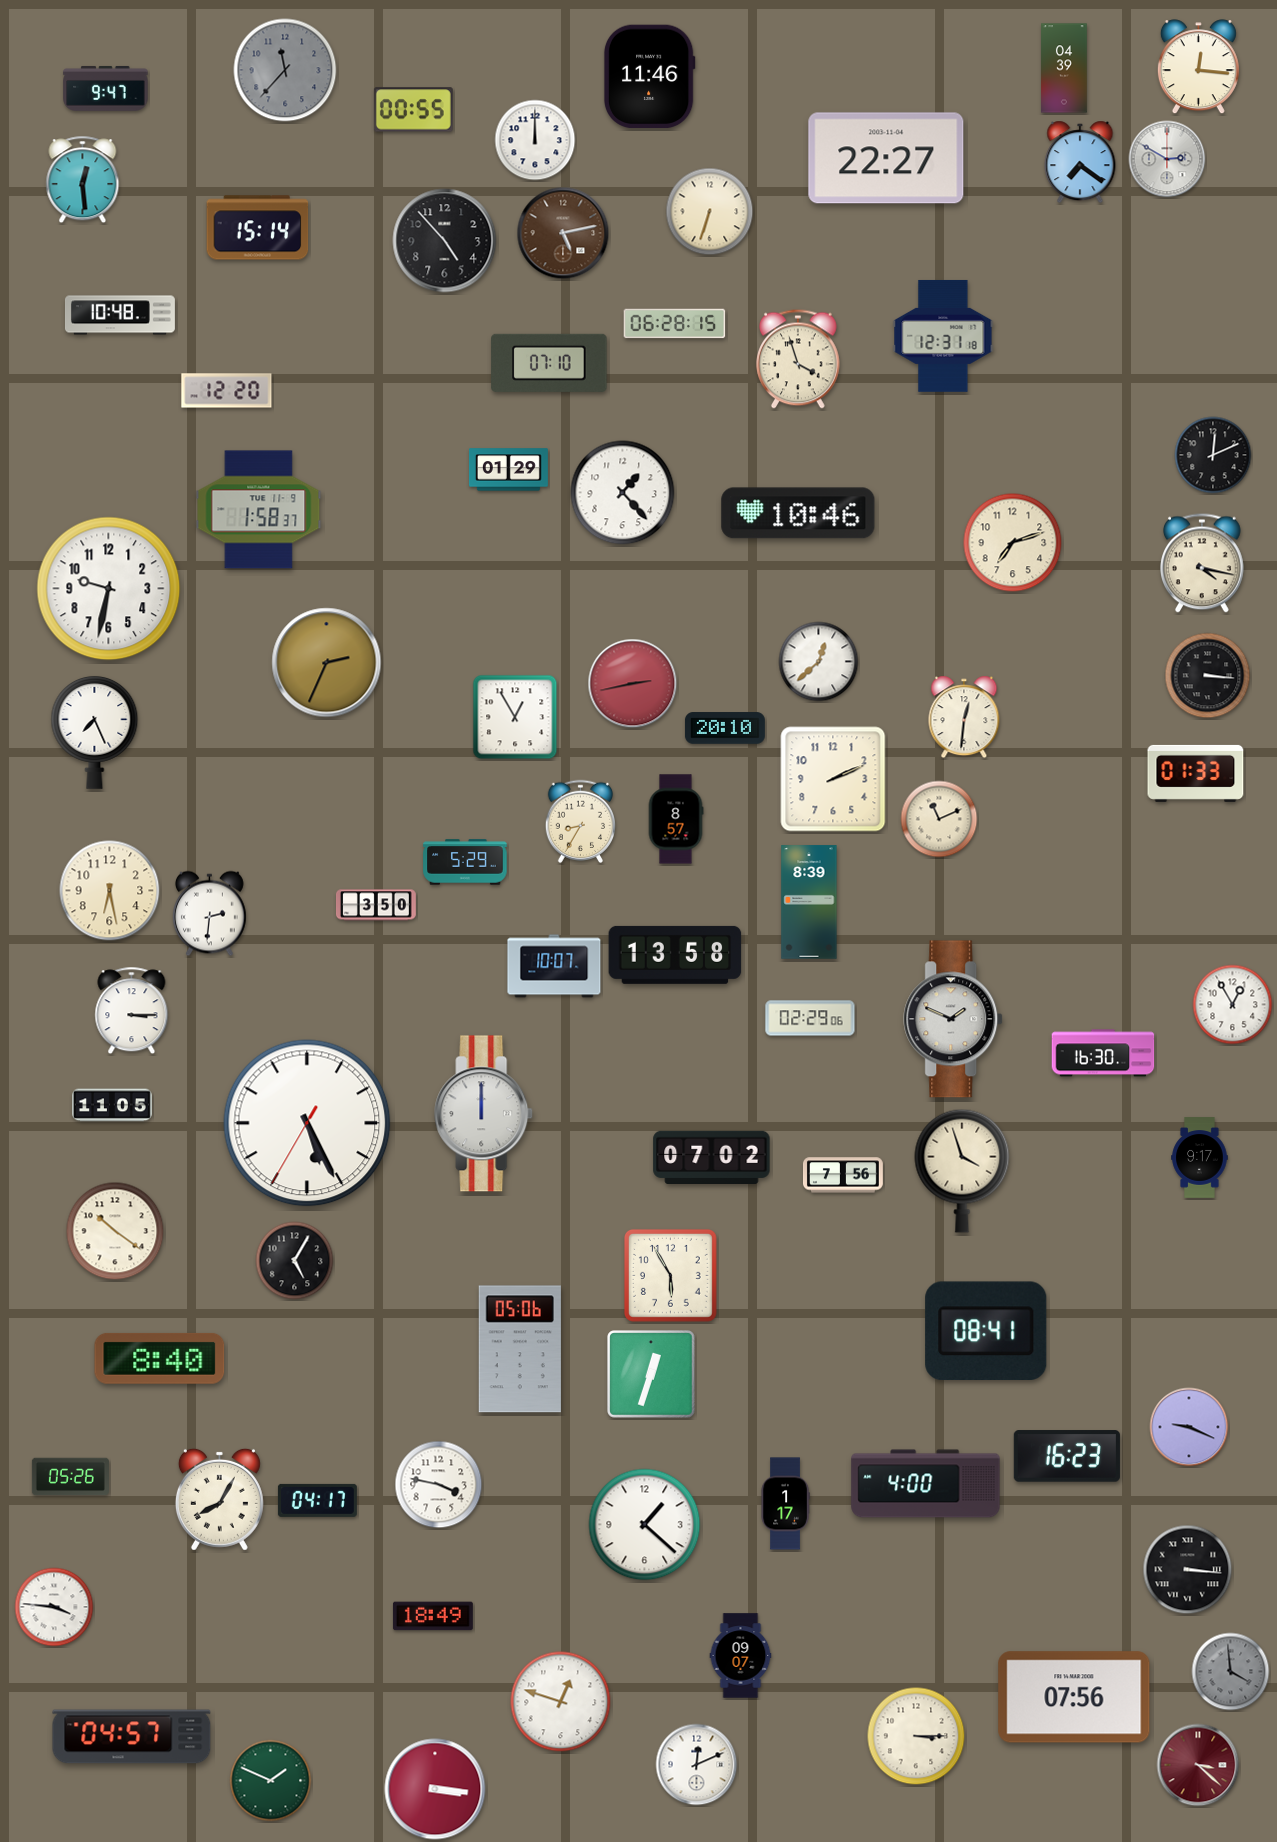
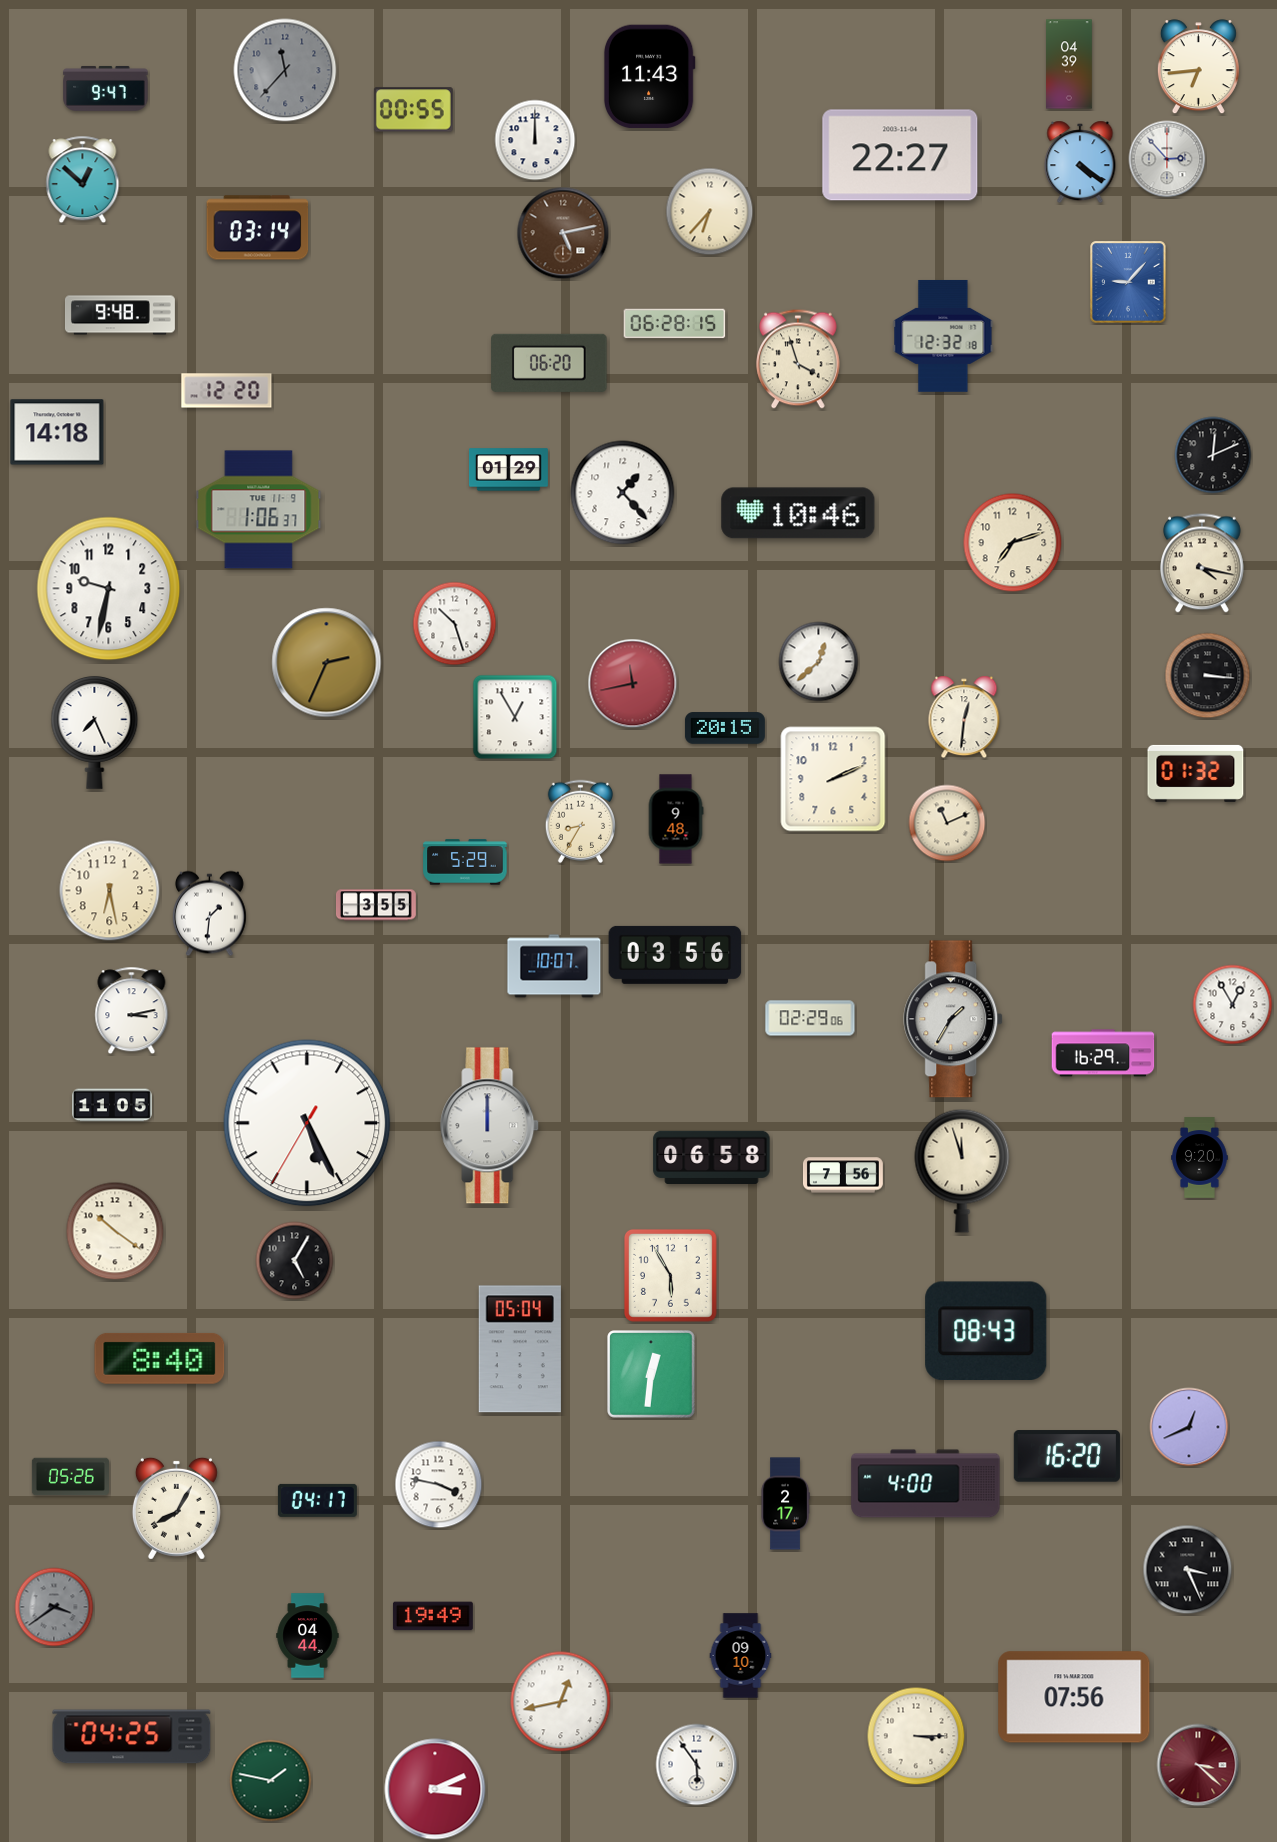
clock at (1198, 67): 12:16 -> 6:44
clock at (1064, 68) position: (1064, 68) -> (1069, 64)
clock at (649, 77): 11:46 -> 11:43
clock at (886, 158) position: (886, 158) -> (900, 155)
clock at (1167, 159): 2:50 -> 2:53
clock at (1080, 162): 7:21 -> 4:21
clock at (83, 180): 12:29 -> 12:52
clock at (710, 212): 6:33 -> 6:37
clock at (258, 228): 15:14 -> 03:14
clock at (445, 241): 4:53 -> none
clock at (1128, 282): none -> 9:07
clock at (120, 315): 10:48 -> 9:48
clock at (943, 336): 12:31 -> 12:32
clock at (549, 363): 07:10 -> 06:20
clock at (57, 432): none -> 14:18
clock at (259, 510): 1:58 -> 1:06
clock at (455, 624): none -> 10:27
clock at (633, 684): 2:43 -> 11:43
clock at (725, 728): 20:10 -> 20:15
clock at (1196, 773): 01:33 -> 01:32
clock at (676, 819): 8:57 -> 9:48
clock at (939, 819) position: (939, 819) -> (947, 823)
clock at (809, 902): 8:39 -> none
clock at (376, 905): 3:50 -> 3:55
clock at (210, 914): 2:31 -> 1:31
clock at (675, 955): 13:58 -> 03:56
clock at (132, 1011): 3:15 -> 3:13
clock at (954, 1019): 1:49 -> 1:35
clock at (1103, 1053): 16:30 -> 16:29
clock at (484, 1114) position: (484, 1114) -> (490, 1126)
clock at (712, 1157): 07:02 -> 06:58
clock at (1200, 1158): 9:17 -> 9:20
clock at (962, 1171): 3:57 -> 11:57
clock at (986, 1330): 08:41 -> 08:43
clock at (520, 1349): 05:06 -> 05:04
clock at (651, 1374): 12:33 -> 12:31
clock at (1189, 1427): 9:19 -> 12:41
clock at (1067, 1456): 16:23 -> 16:20
clock at (219, 1499) position: (219, 1499) -> (176, 1508)
clock at (785, 1504): 1:17 -> 2:17
clock at (645, 1525): 1:22 -> none
clock at (1188, 1570): 3:16 -> 3:26
clock at (54, 1607): 3:46 -> 3:39
clock at (54, 1607) dial: white -> grey
clock at (433, 1616): 18:49 -> 19:49
clock at (308, 1636): none -> 04:44
clock at (741, 1656): 09:07 -> 09:10
clock at (1231, 1672): 3:59 -> none
clock at (561, 1702): 12:48 -> 12:43
clock at (132, 1737): 04:57 -> 04:25
clock at (697, 1765): 12:11 -> 5:54
clock at (271, 1781): 1:49 -> 1:47
clock at (435, 1789): 3:16 -> 3:11
